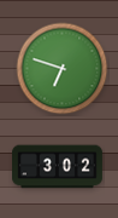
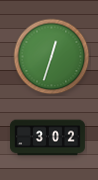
clock at (63, 69): 6:48 -> 12:33
